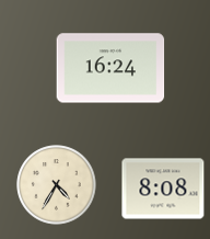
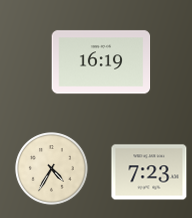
clock at (110, 68): 16:24 -> 16:19
clock at (163, 189): 8:08 -> 7:23
